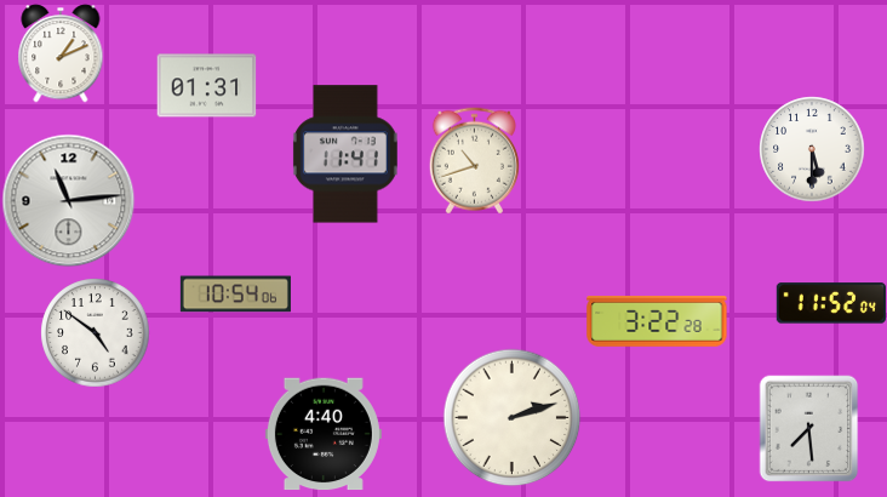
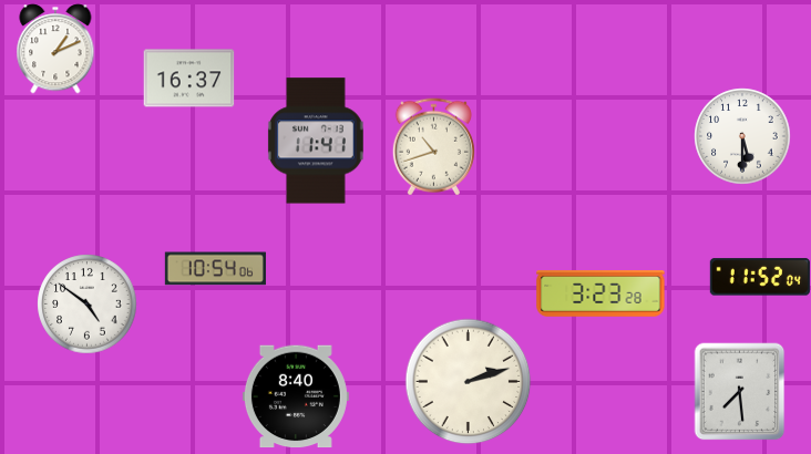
clock at (206, 86): 01:31 -> 16:37
clock at (68, 200): 11:14 -> none
clock at (657, 321): 3:22 -> 3:23
clock at (324, 434): 4:40 -> 8:40
